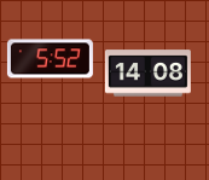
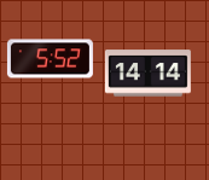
clock at (147, 74): 14:08 -> 14:14
